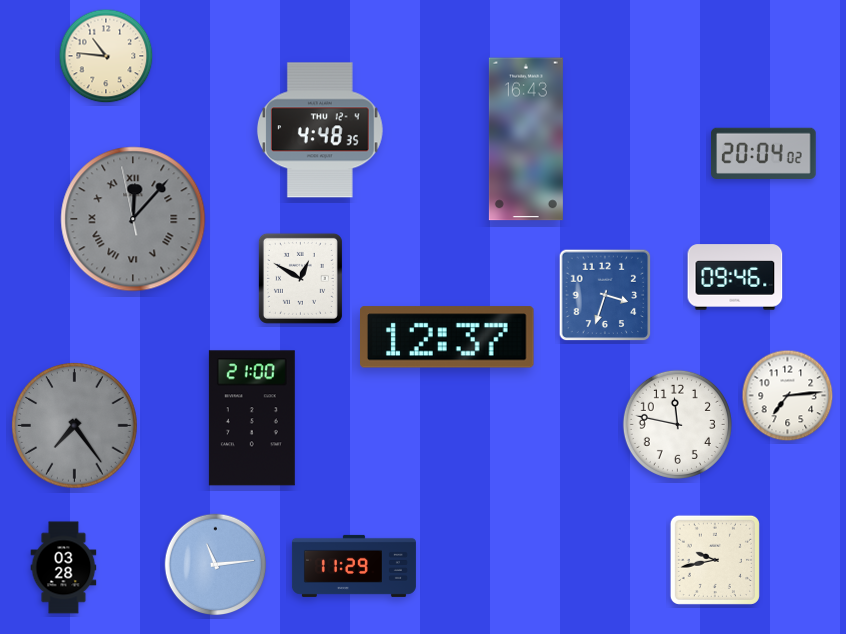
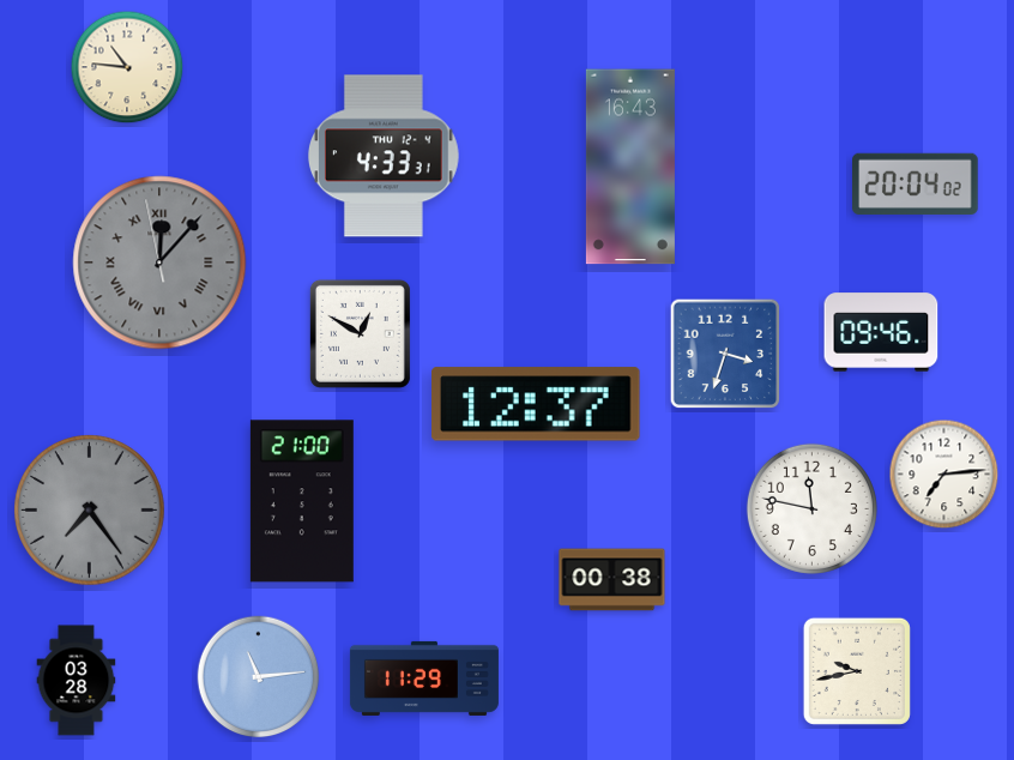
clock at (320, 130): 4:48 -> 4:33
clock at (612, 580): none -> 00:38
